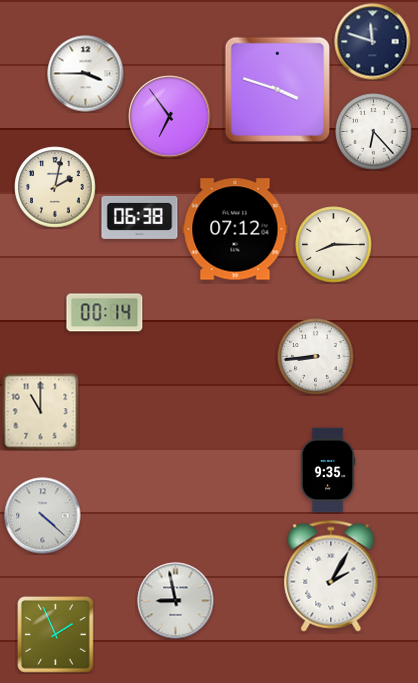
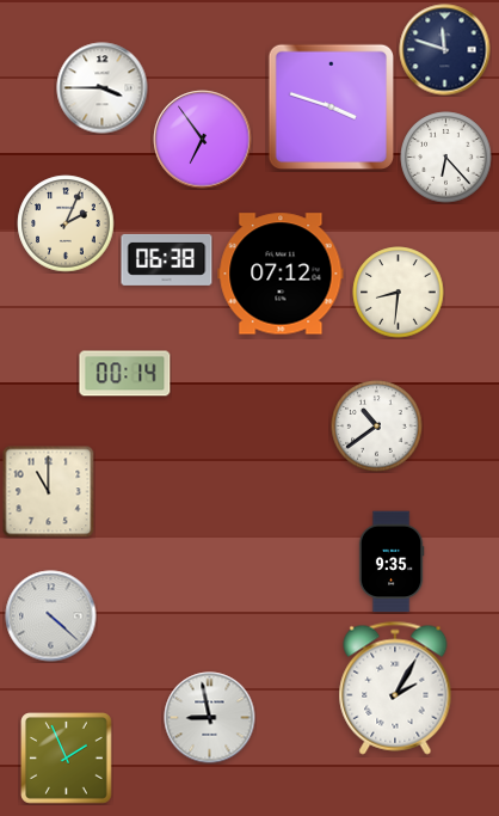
clock at (55, 187): 2:02 -> 2:04
clock at (334, 245): 8:15 -> 8:31
clock at (316, 357): 8:44 -> 10:39
